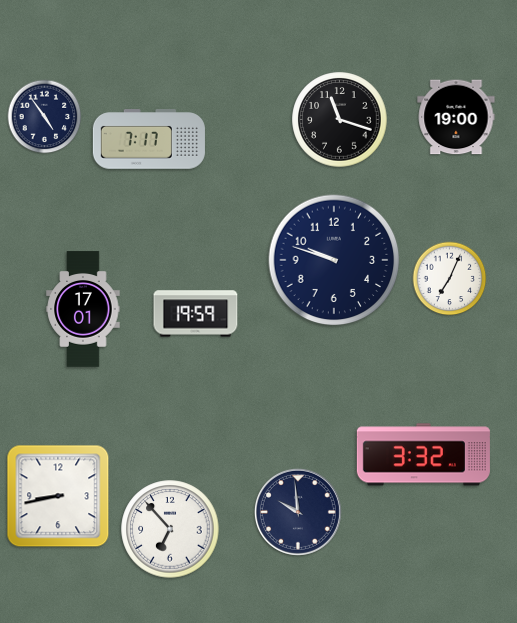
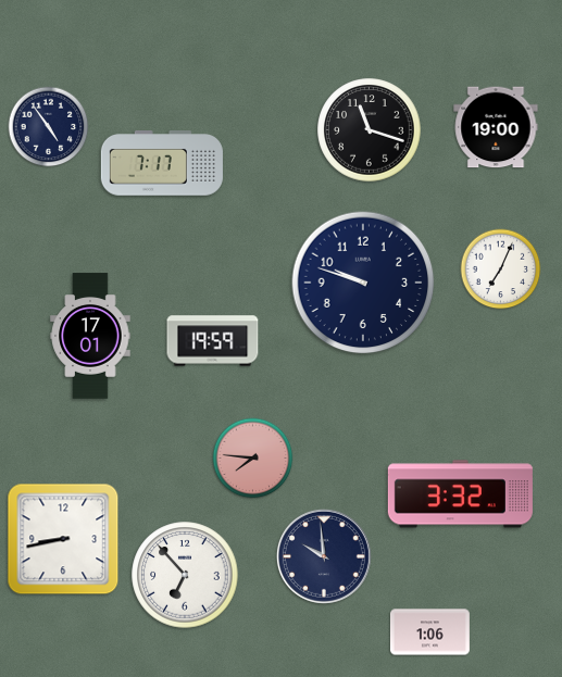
clock at (149, 140) position: (149, 140) -> (162, 164)
clock at (450, 279) position: (450, 279) -> (501, 269)
clock at (253, 459): none -> 7:46
clock at (429, 632): none -> 1:06
